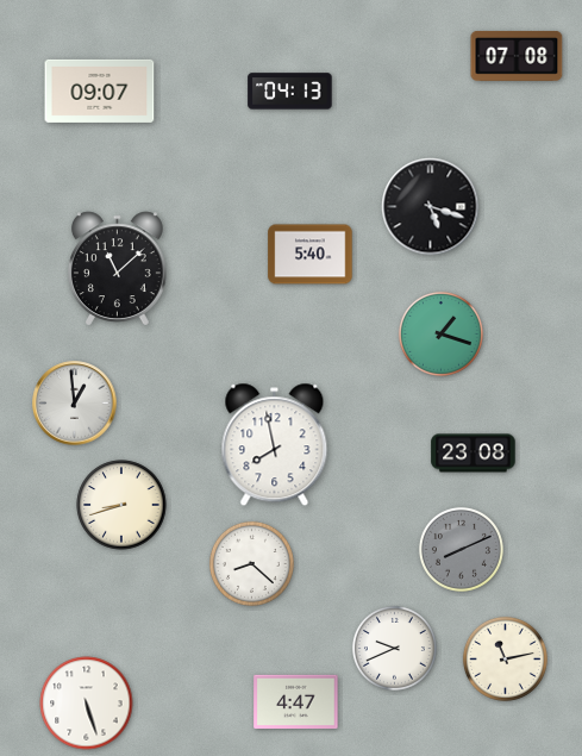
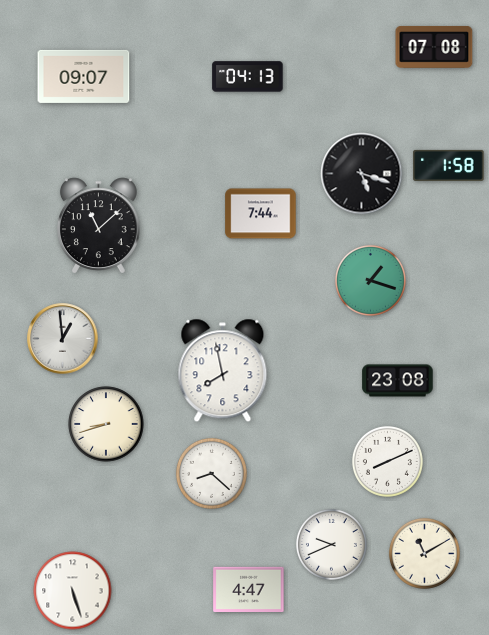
clock at (290, 92) position: (290, 92) -> (248, 77)
clock at (449, 165): none -> 1:58
clock at (311, 255): 5:40 -> 7:44
clock at (275, 445) position: (275, 445) -> (223, 371)
clock at (121, 505) position: (121, 505) -> (106, 424)
clock at (461, 549) dial: grey -> white
clock at (505, 658): 11:13 -> 11:10
